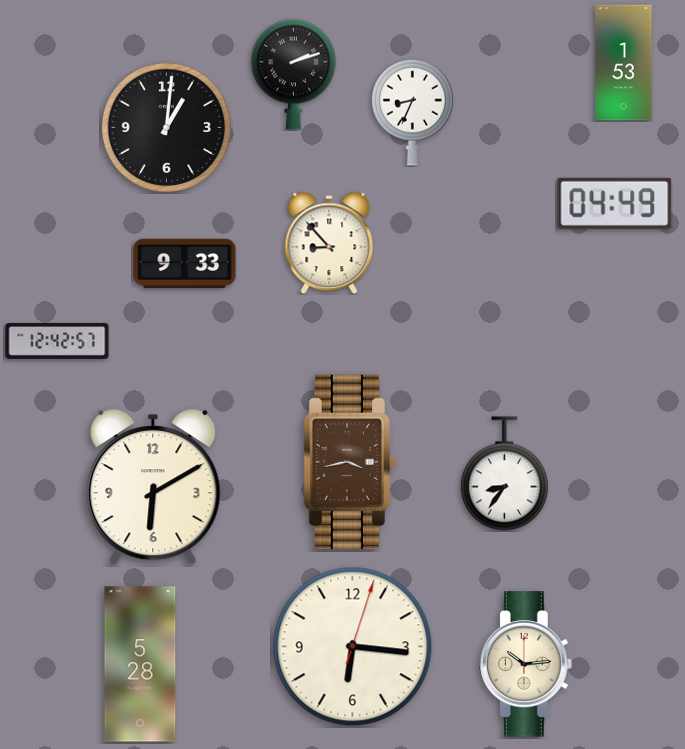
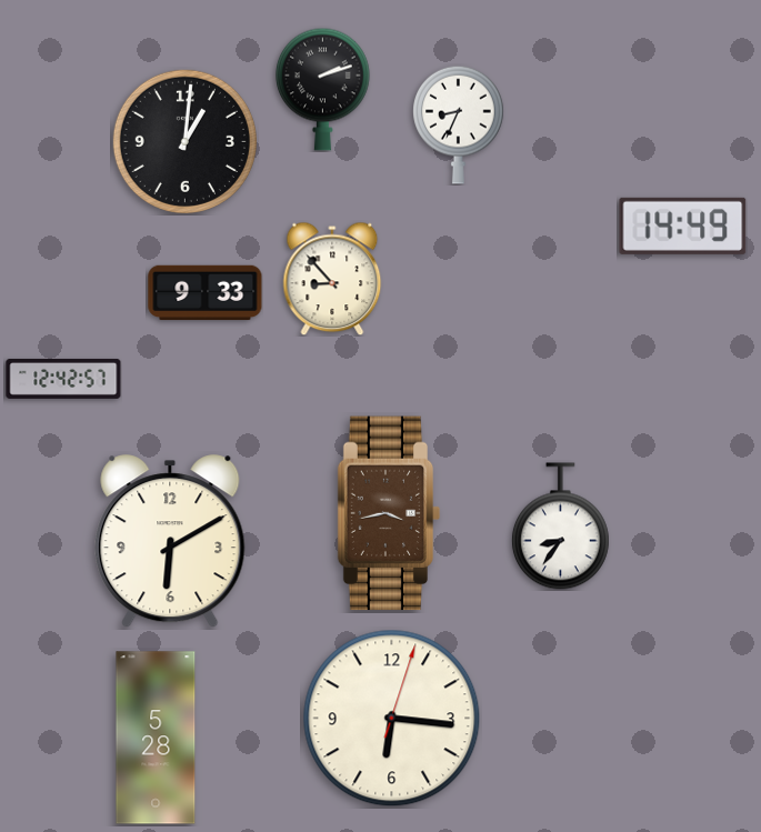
clock at (624, 63): 1:53 -> none
clock at (294, 74) position: (294, 74) -> (323, 89)
clock at (615, 203): 04:49 -> 14:49
clock at (329, 243) position: (329, 243) -> (332, 279)
clock at (527, 664): 10:14 -> none
